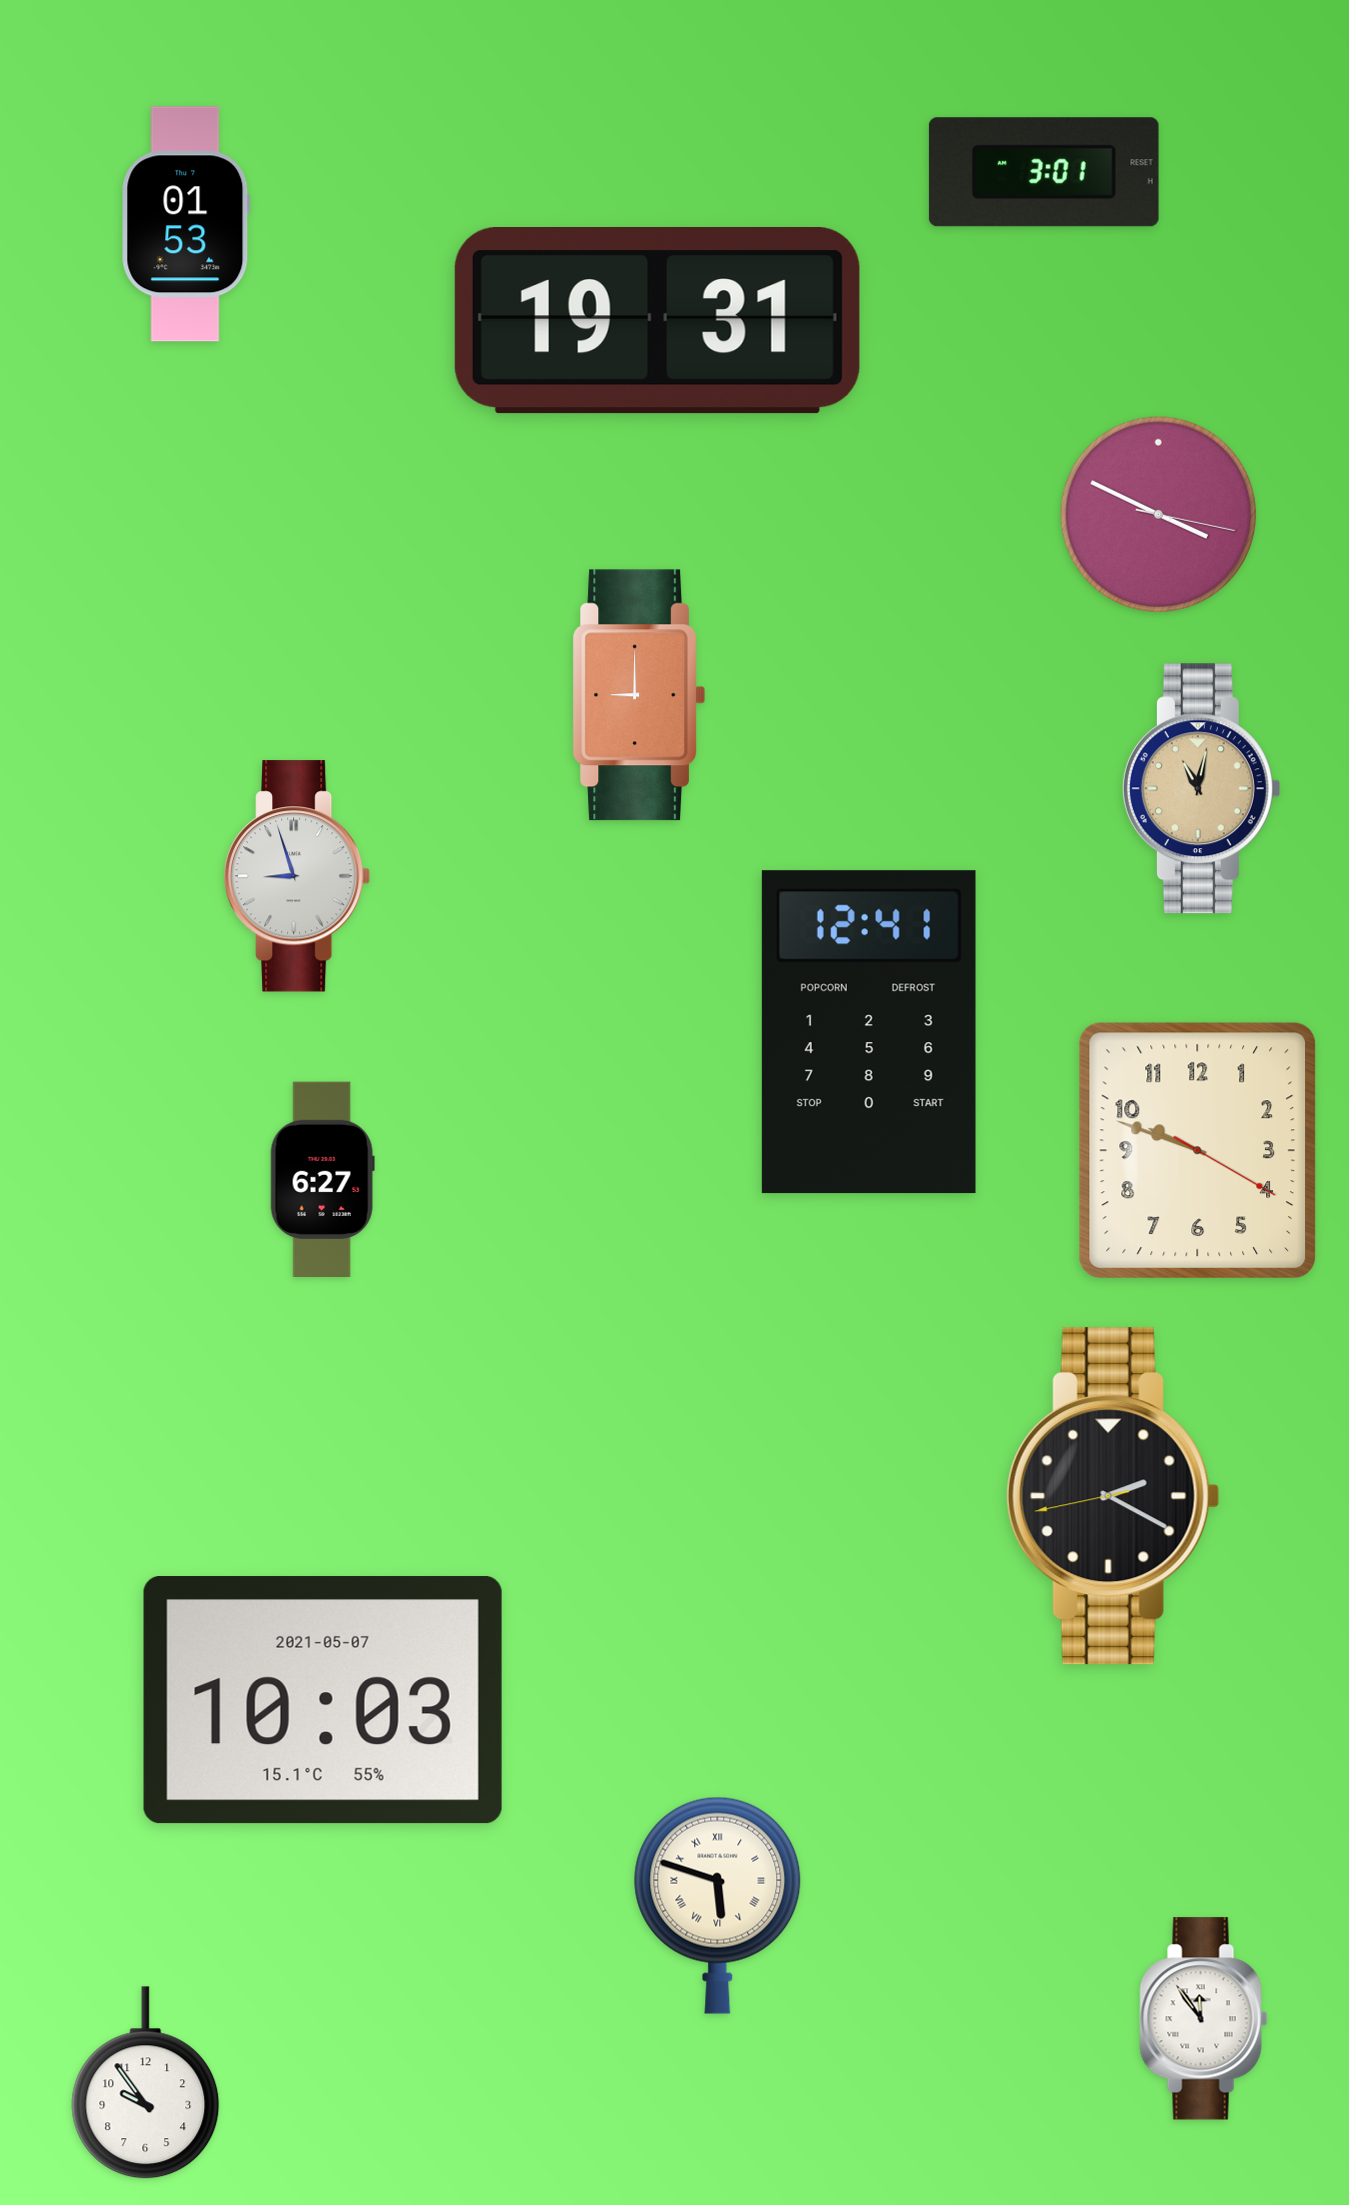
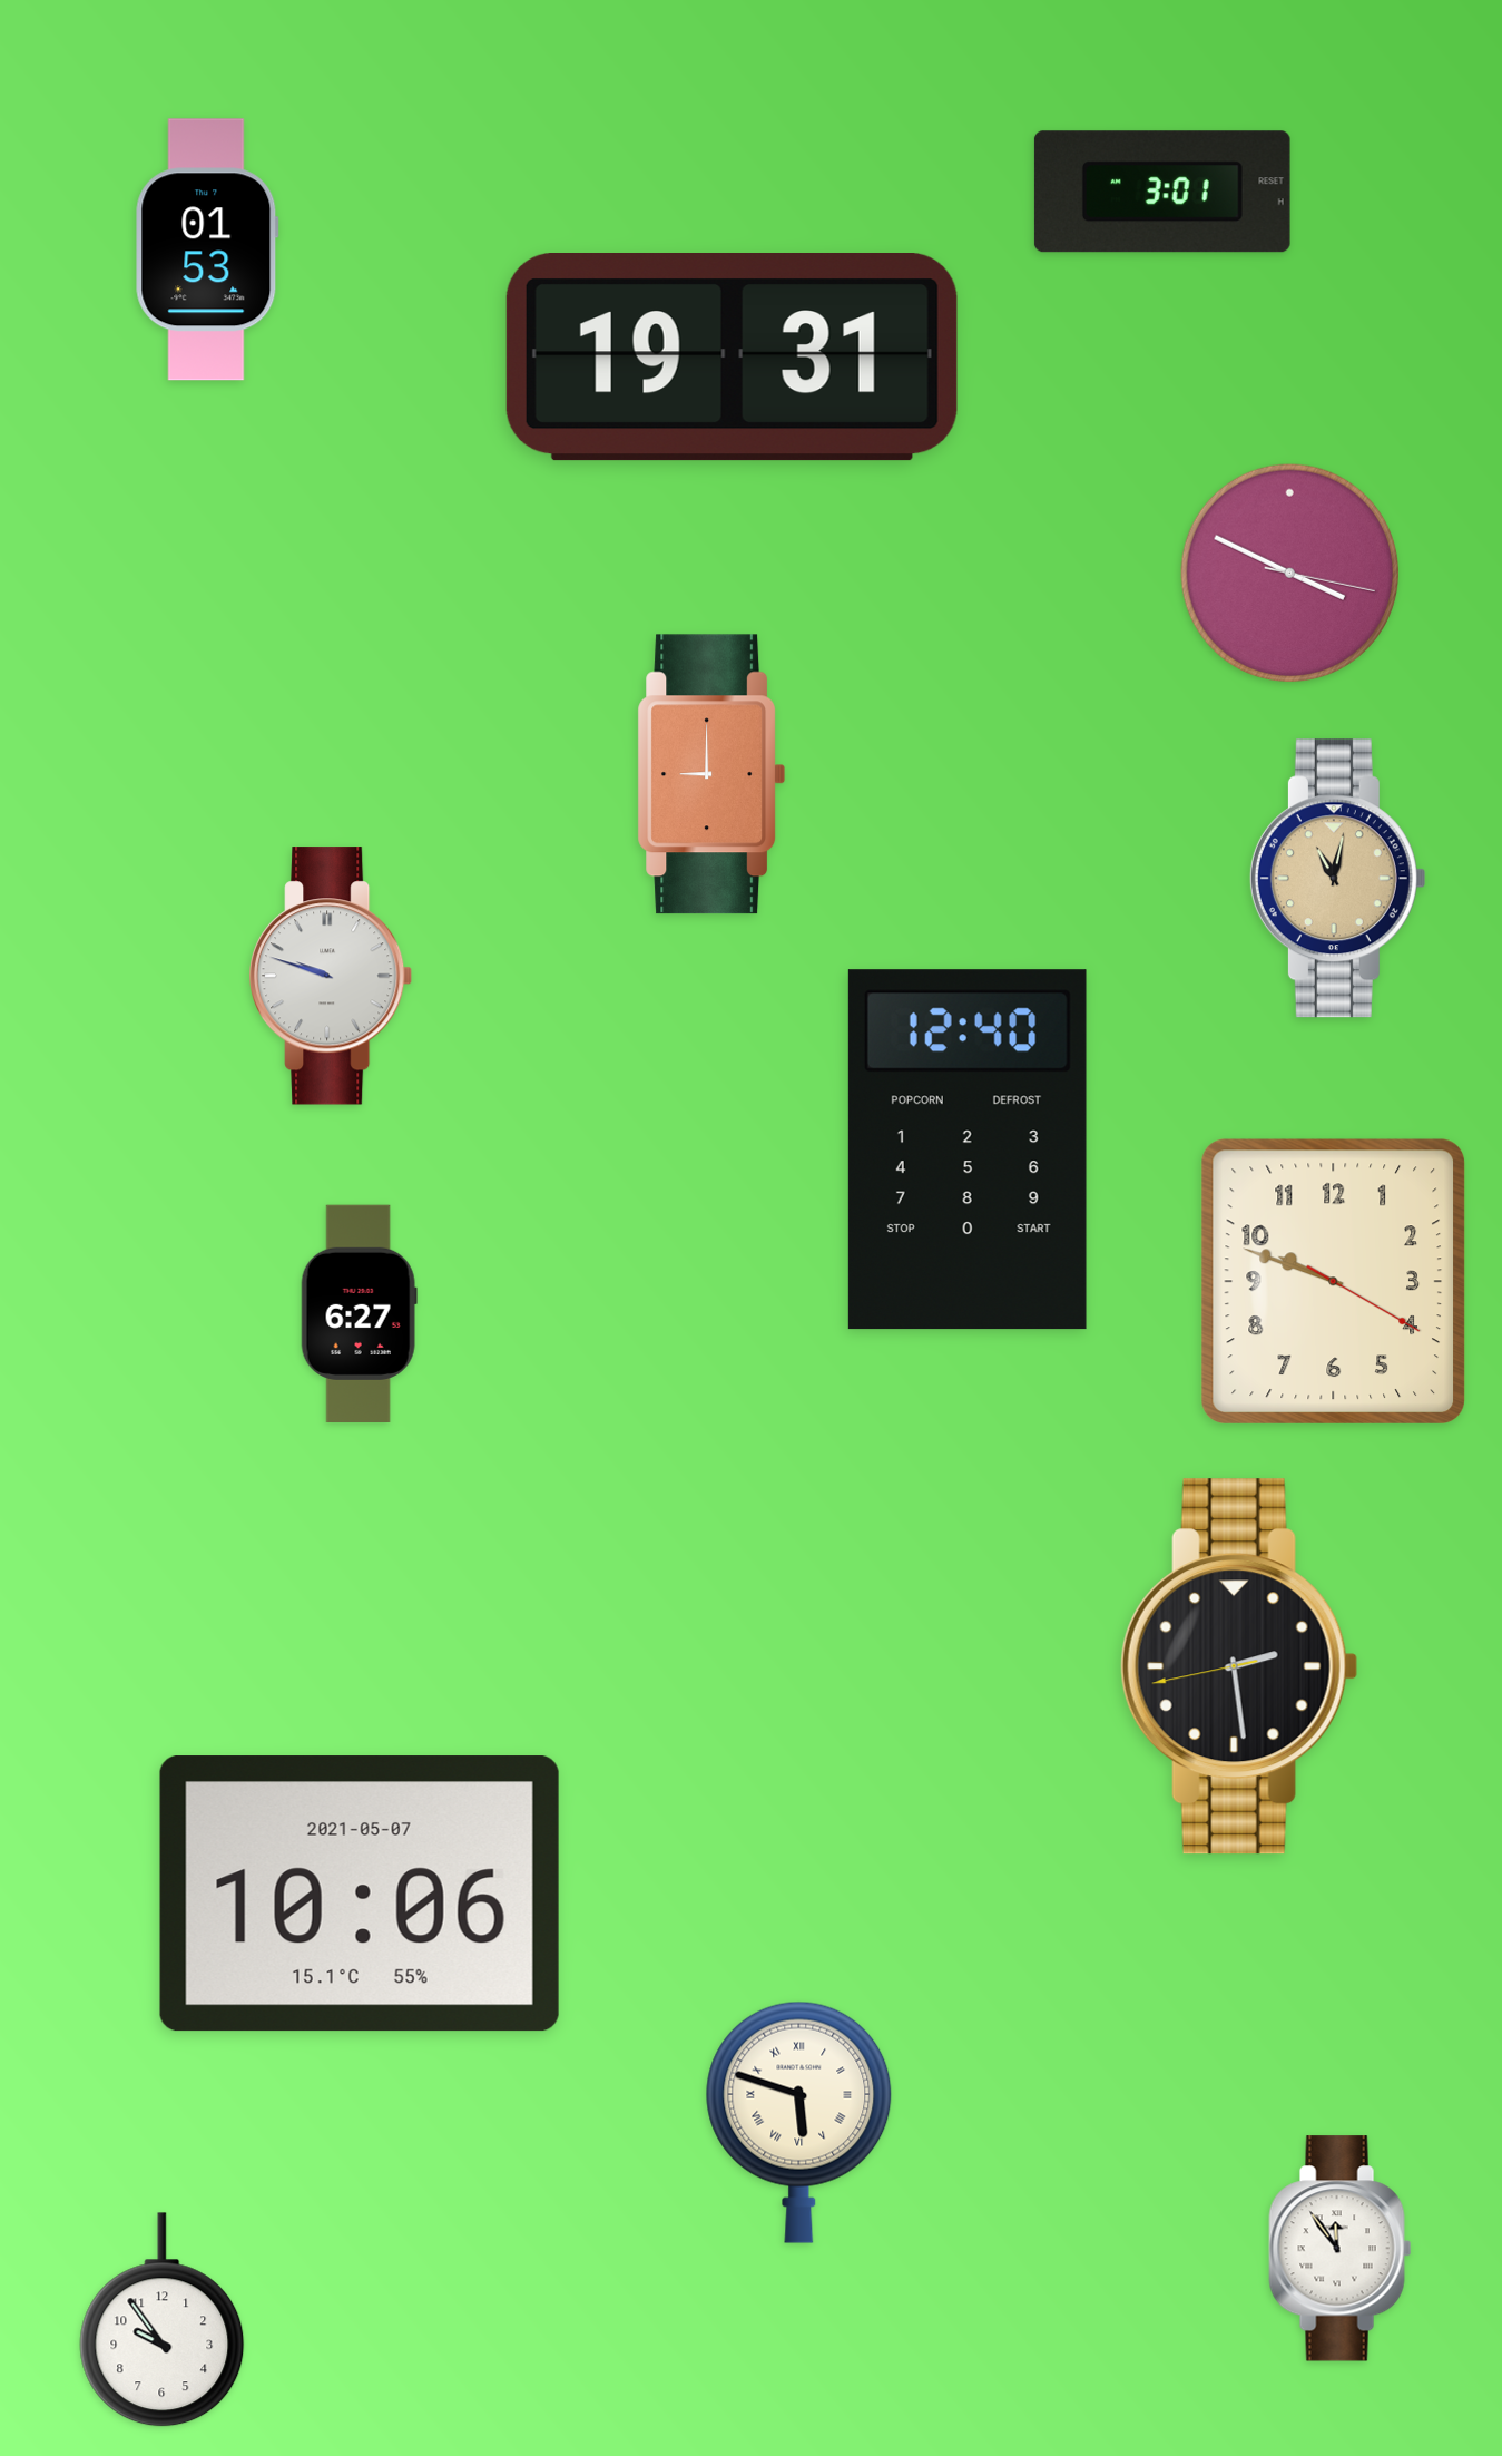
clock at (298, 876): 8:57 -> 9:48
clock at (869, 1032): 12:41 -> 12:40
clock at (1113, 1496): 2:19 -> 2:28
clock at (323, 1700): 10:03 -> 10:06
